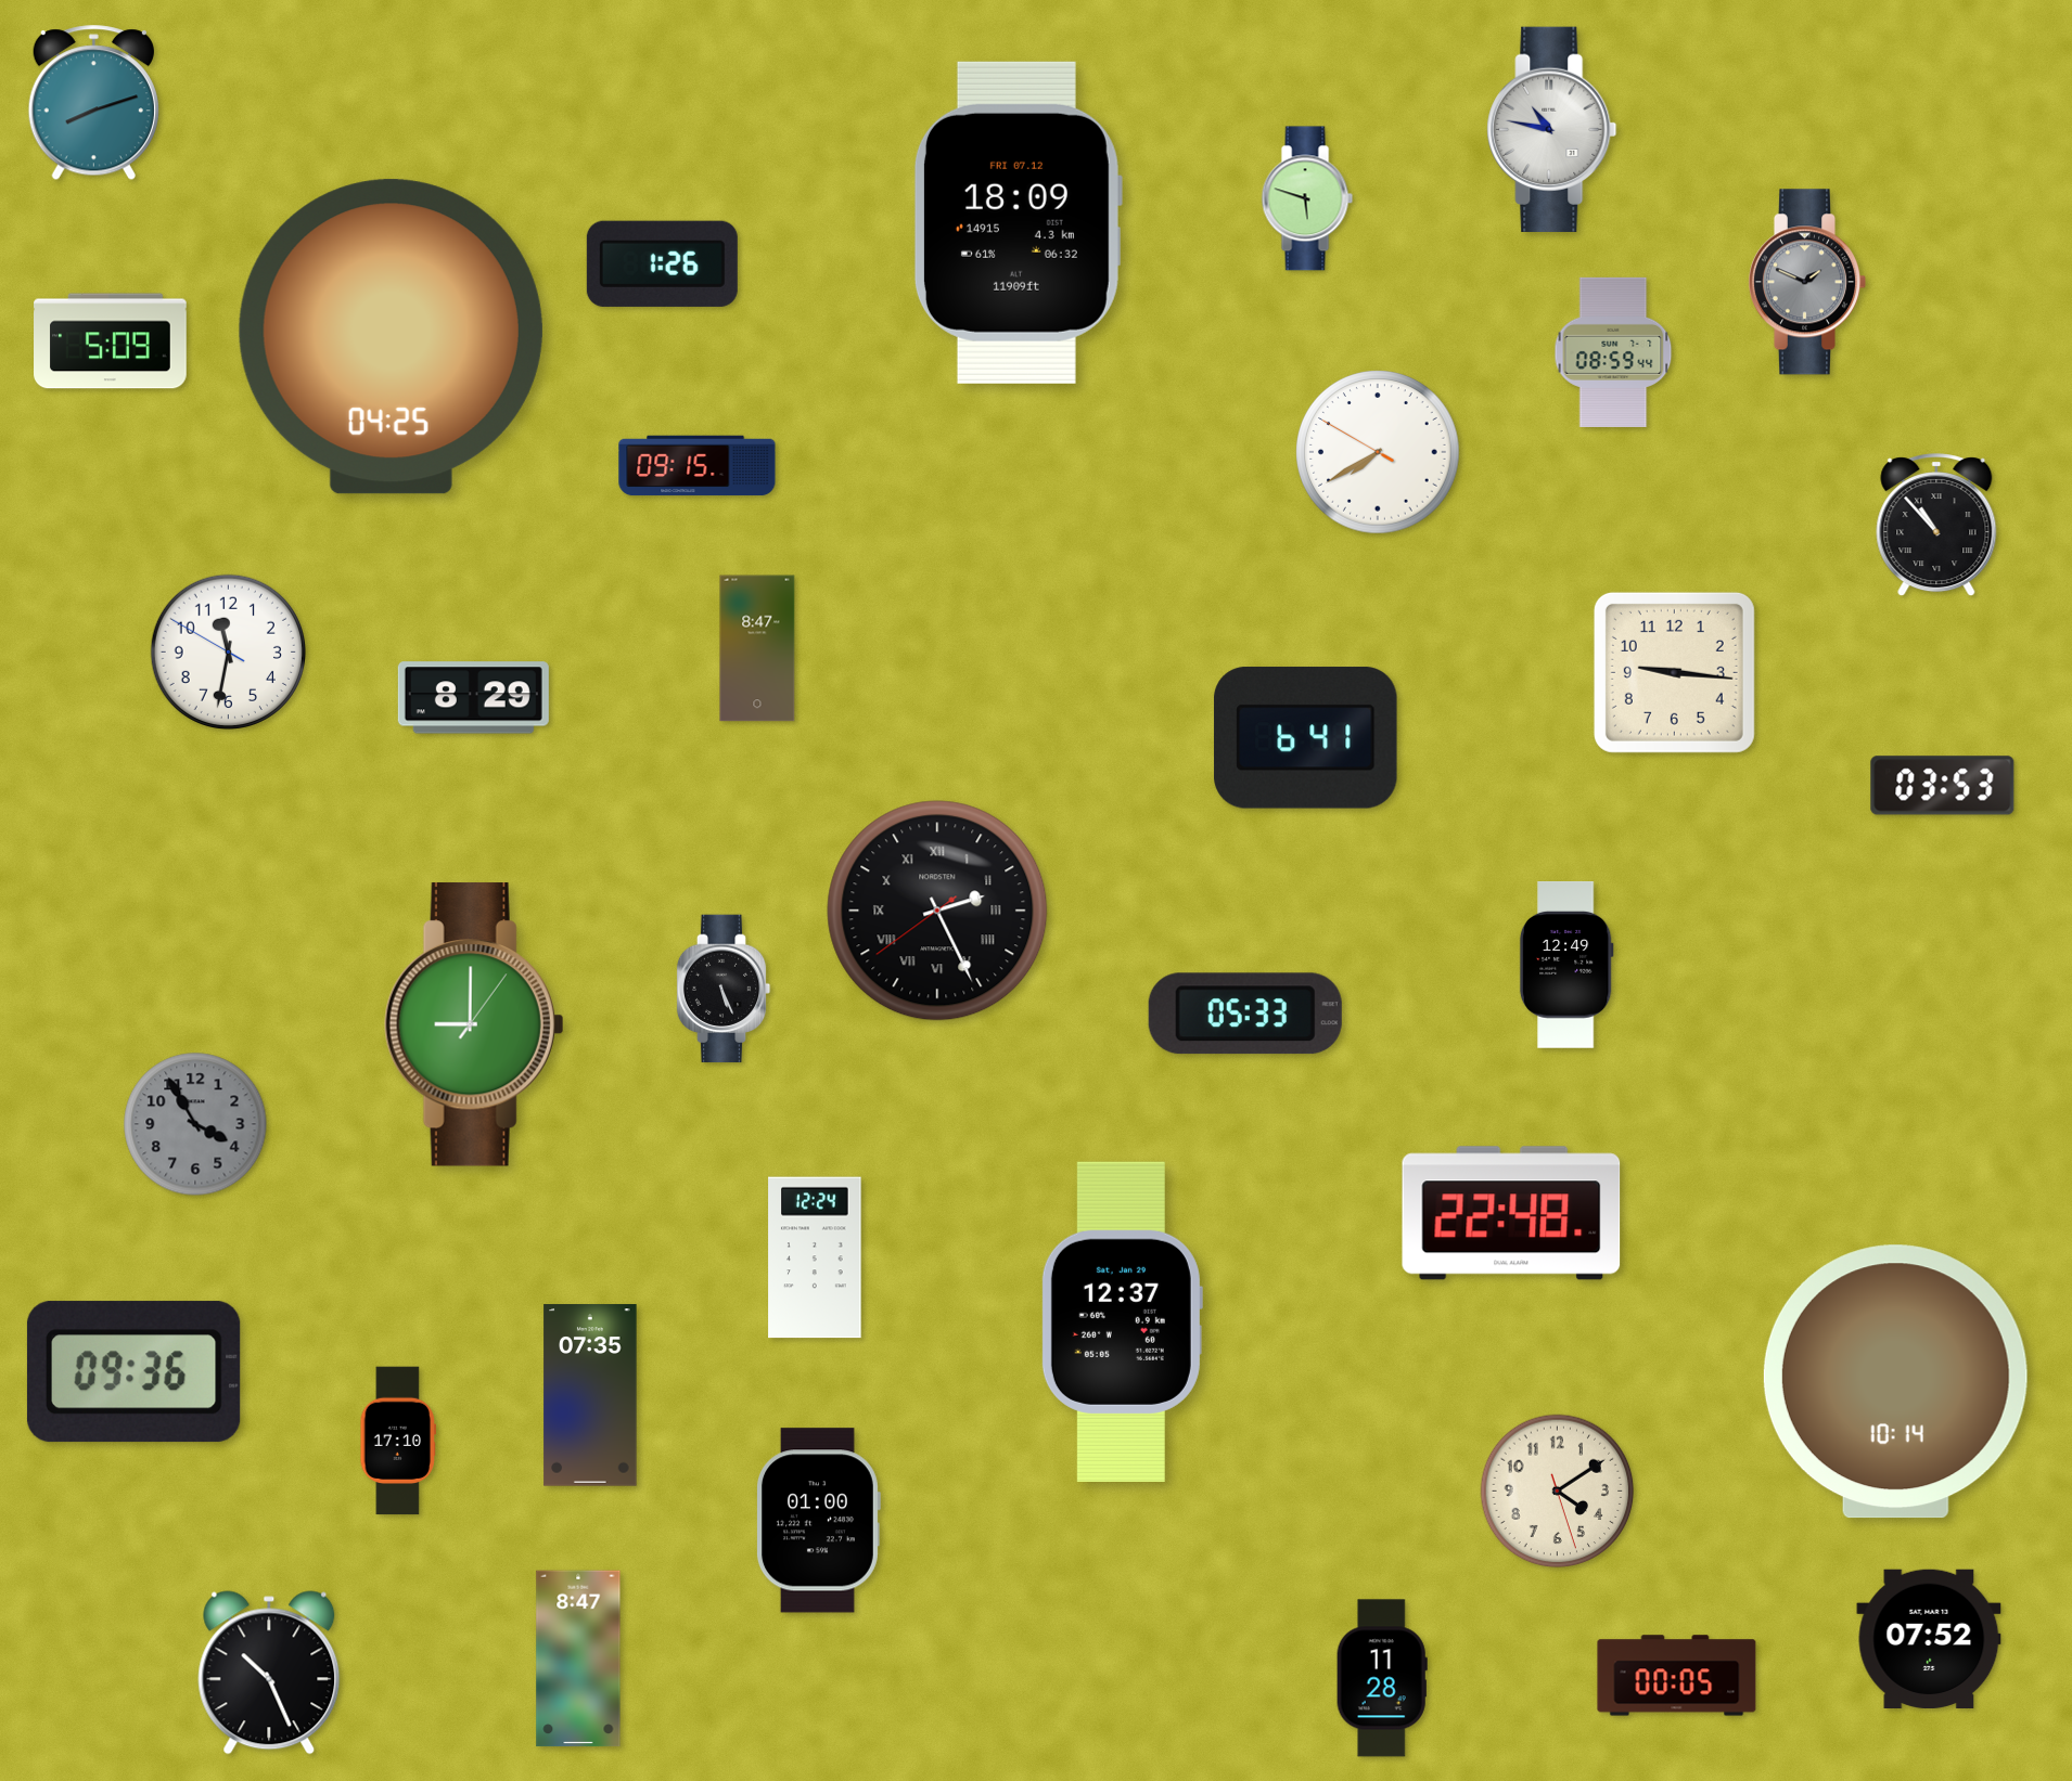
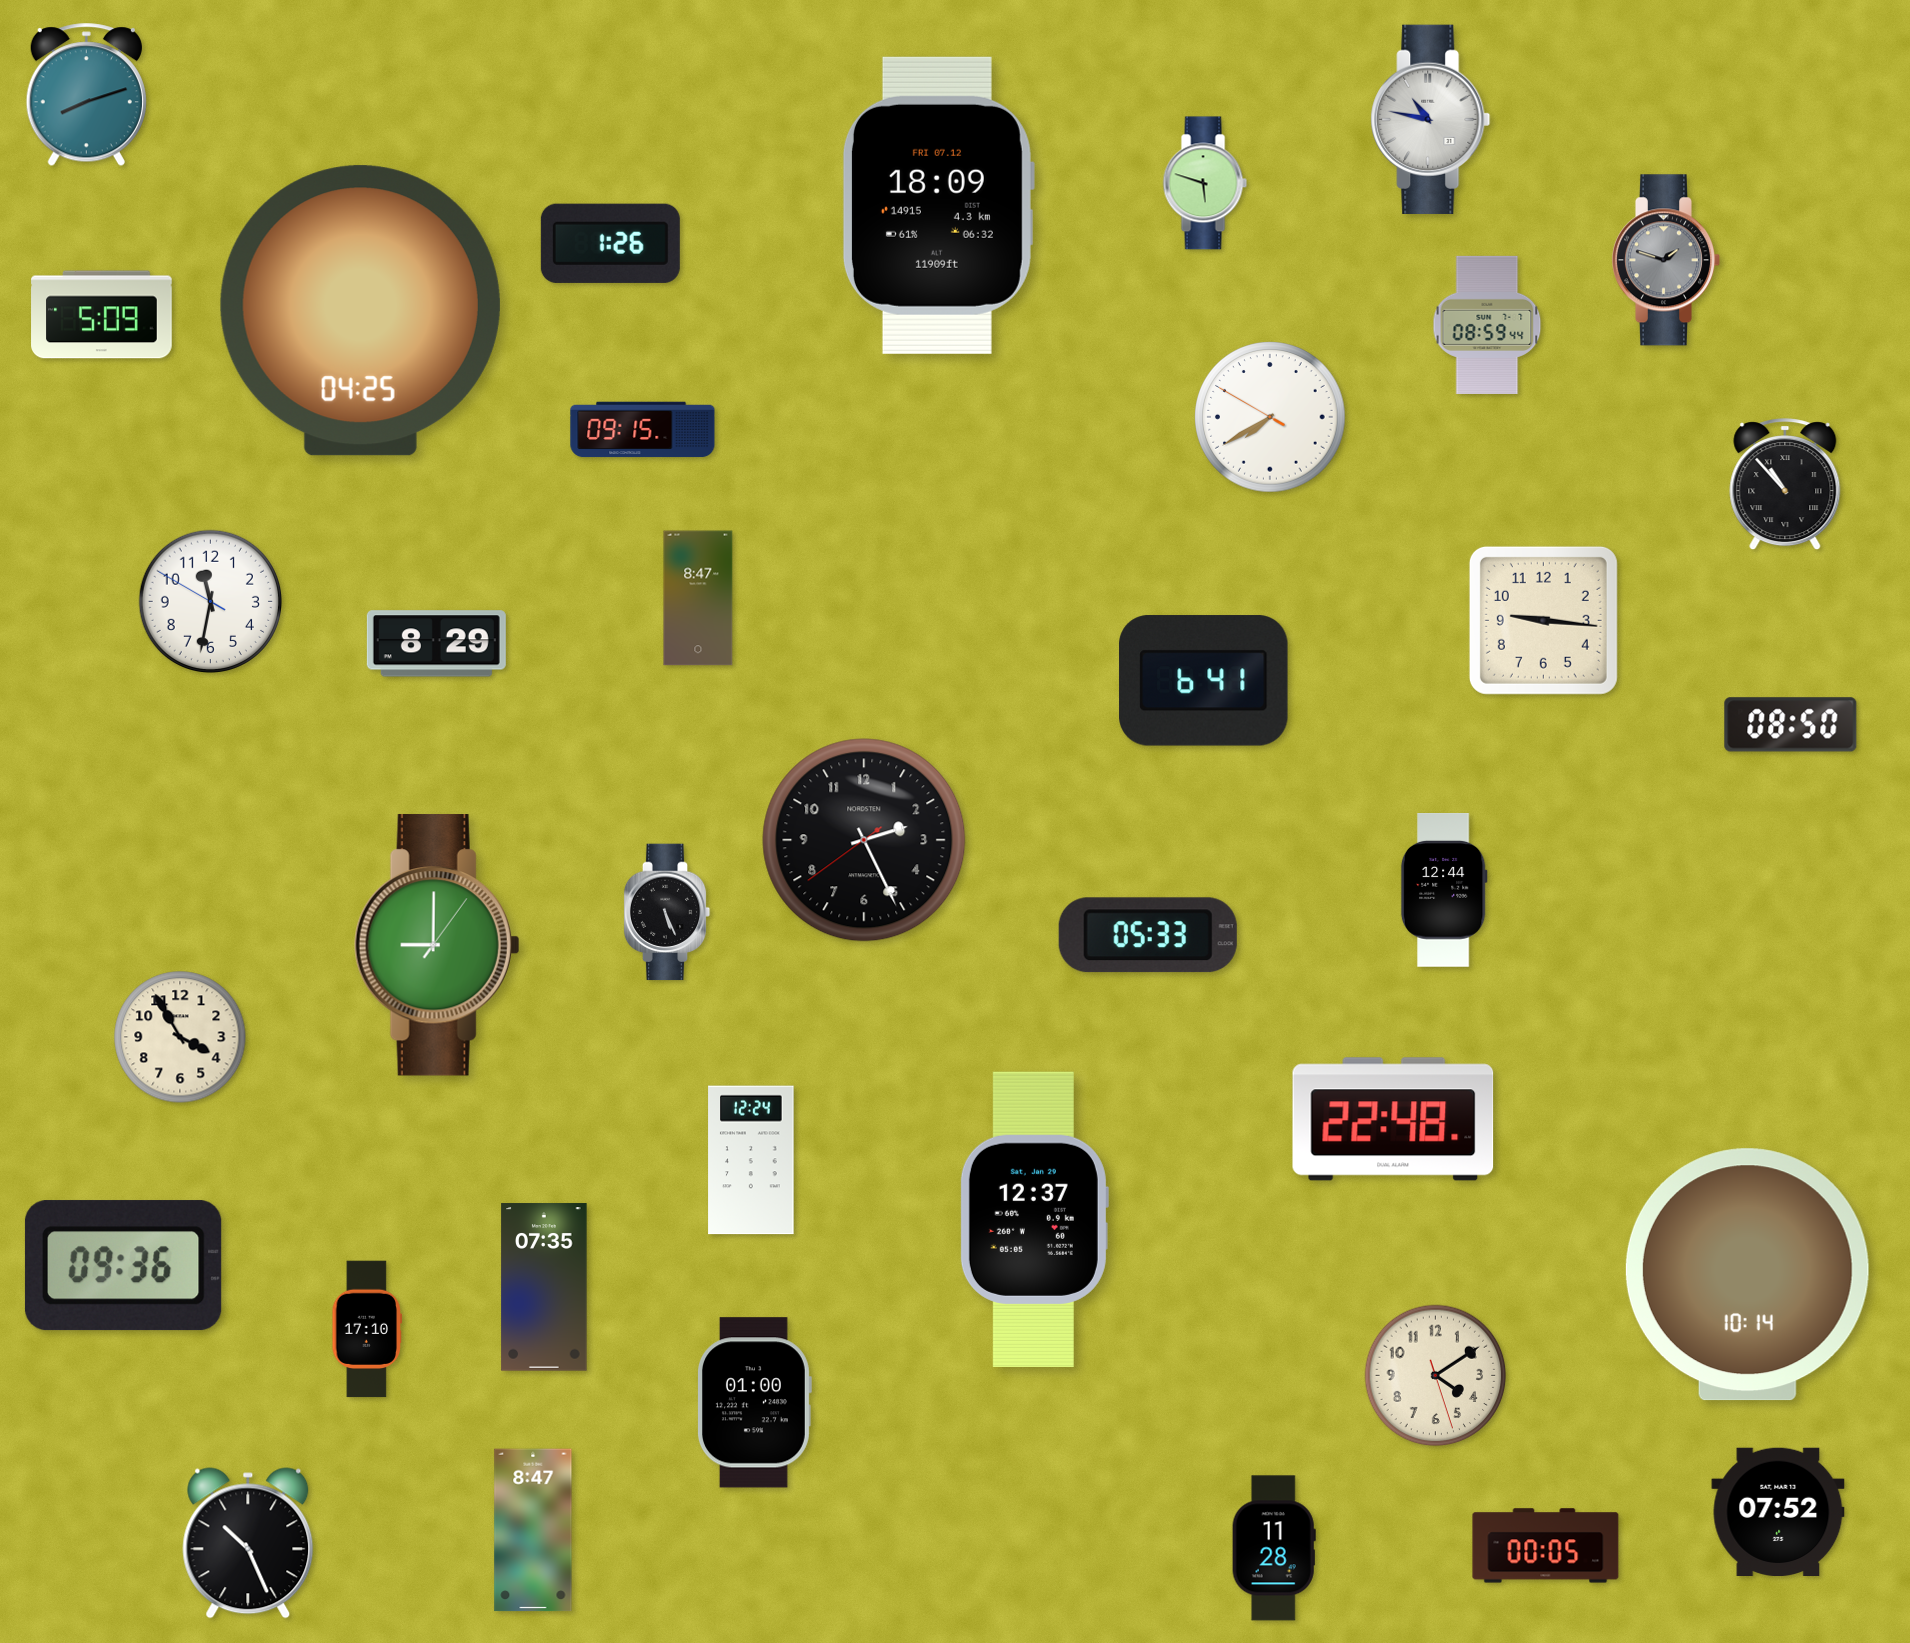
clock at (1807, 282): 1:49 -> 1:48
clock at (1943, 786): 03:53 -> 08:50
clock at (937, 911) numerals: Roman -> Arabic
clock at (1566, 966): 12:49 -> 12:44
clock at (195, 1124) dial: grey -> cream
